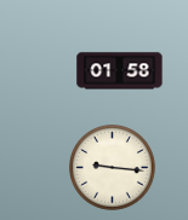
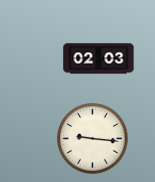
clock at (120, 71): 01:58 -> 02:03
